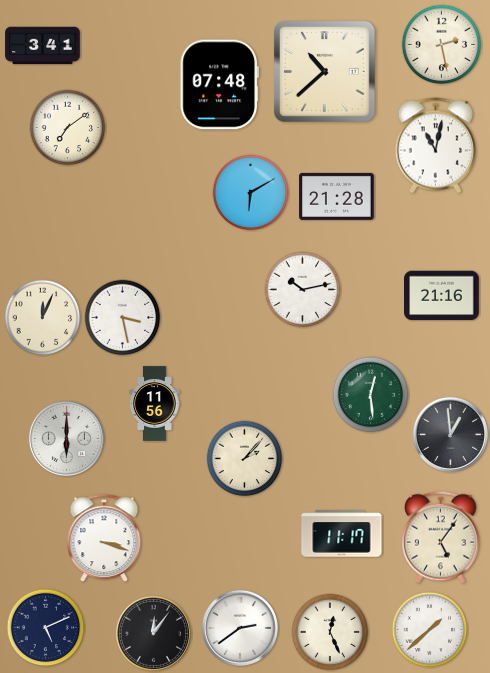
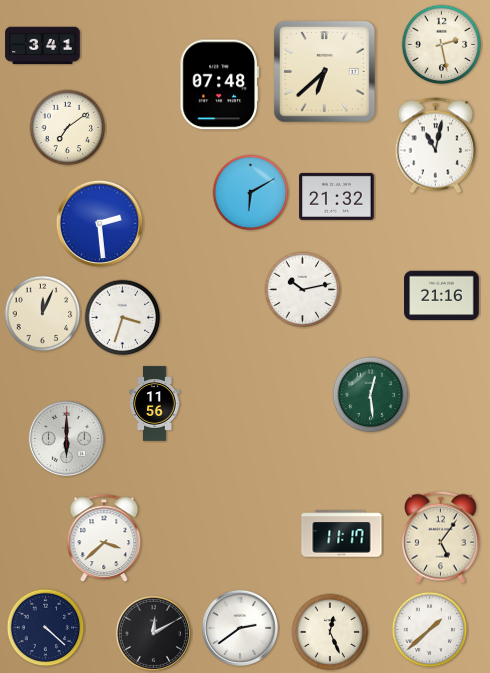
clock at (325, 72): 10:38 -> 6:38
clock at (337, 196): 21:28 -> 21:32
clock at (99, 223): none -> 2:29
clock at (43, 318) position: (43, 318) -> (43, 314)
clock at (123, 318): 3:28 -> 3:33
clock at (450, 434): 12:59 -> none
clock at (245, 459): 2:07 -> none
clock at (104, 539): 3:18 -> 3:38
clock at (46, 628): 5:11 -> 4:22
clock at (153, 633): 12:06 -> 12:10
